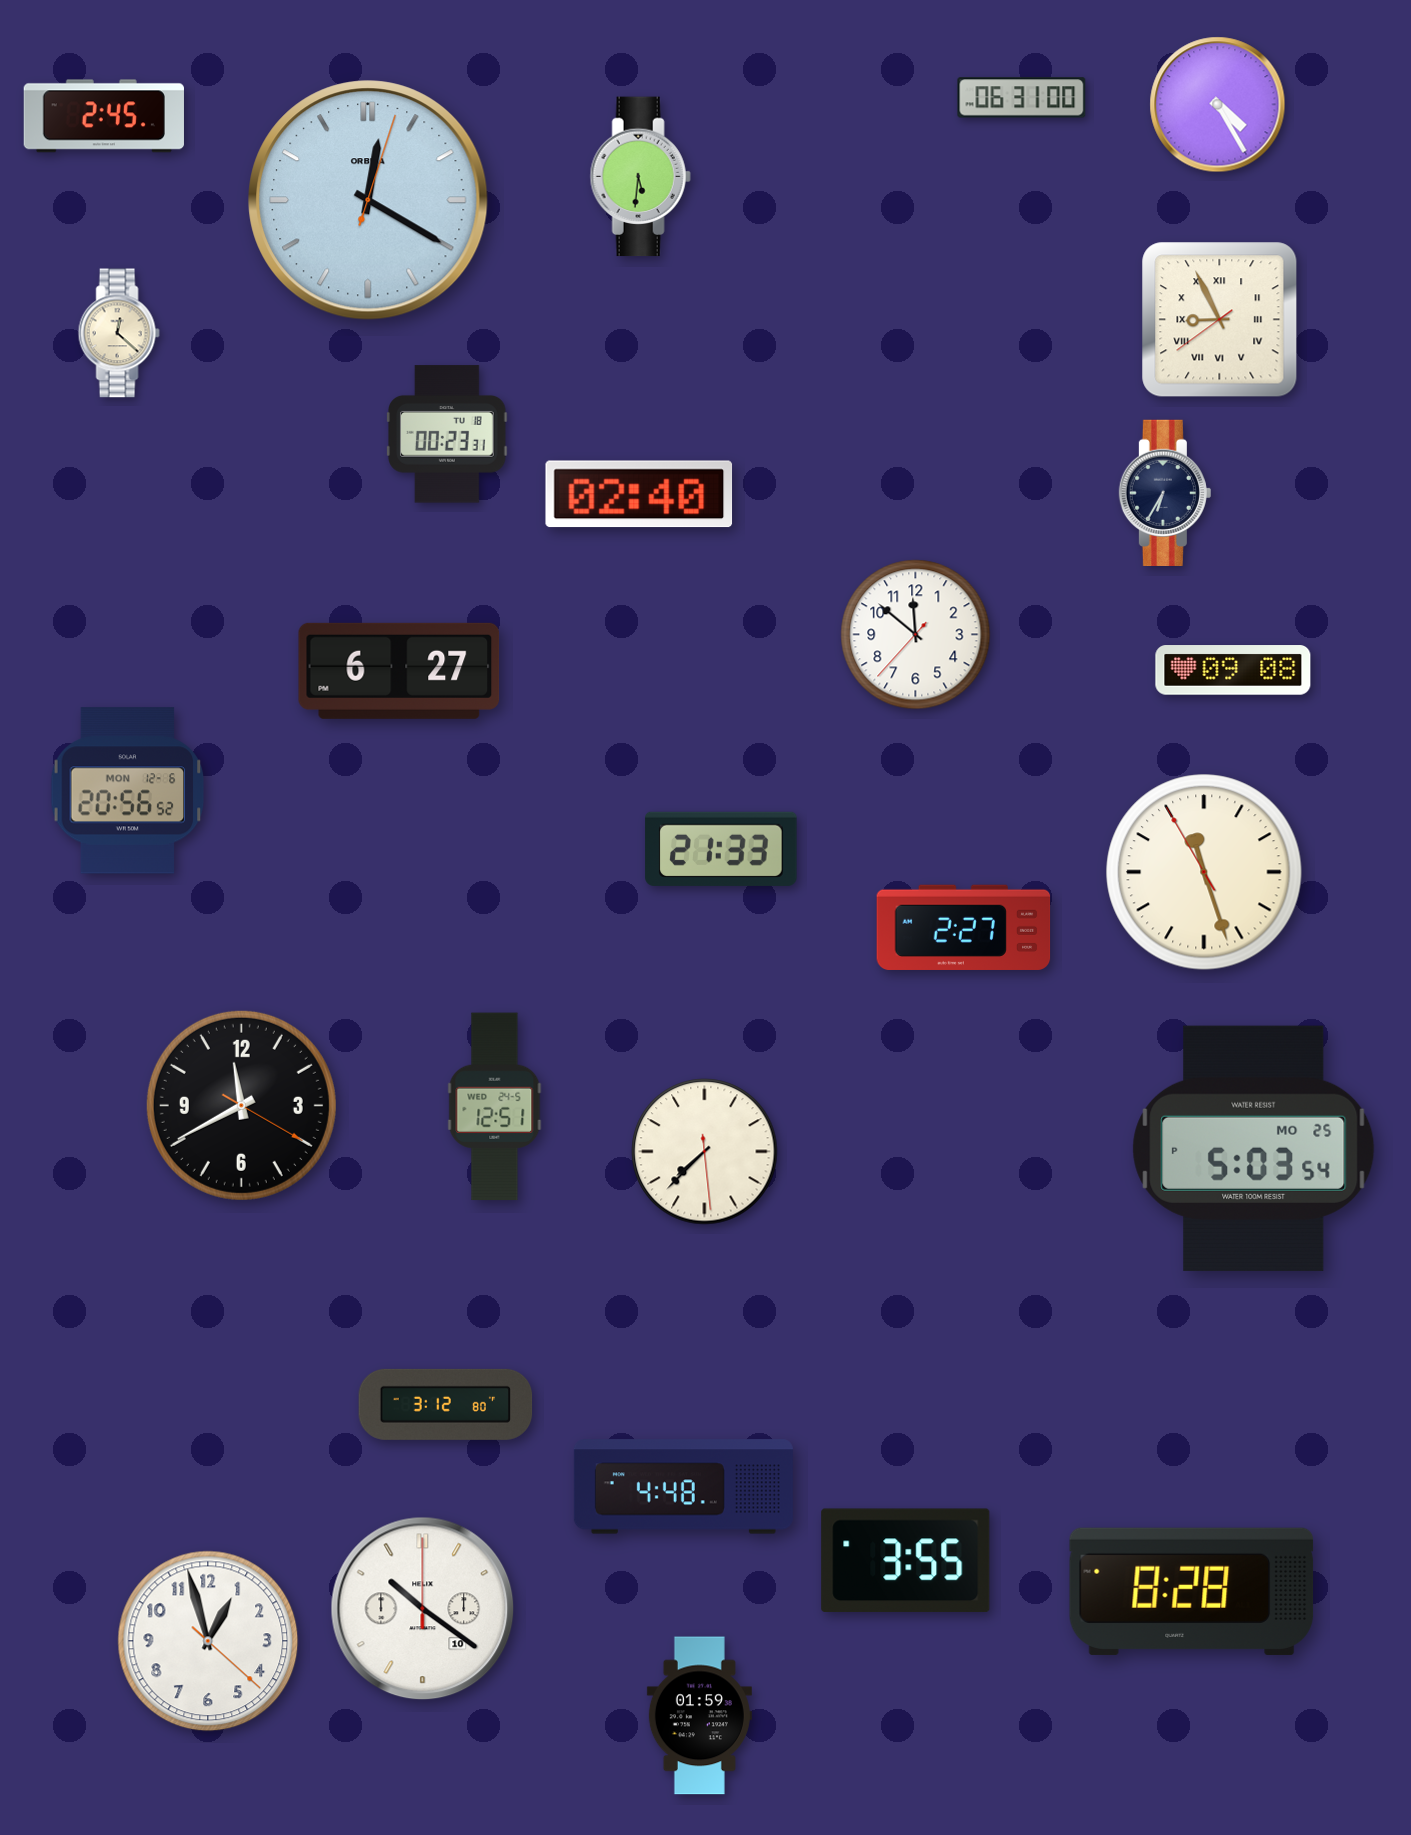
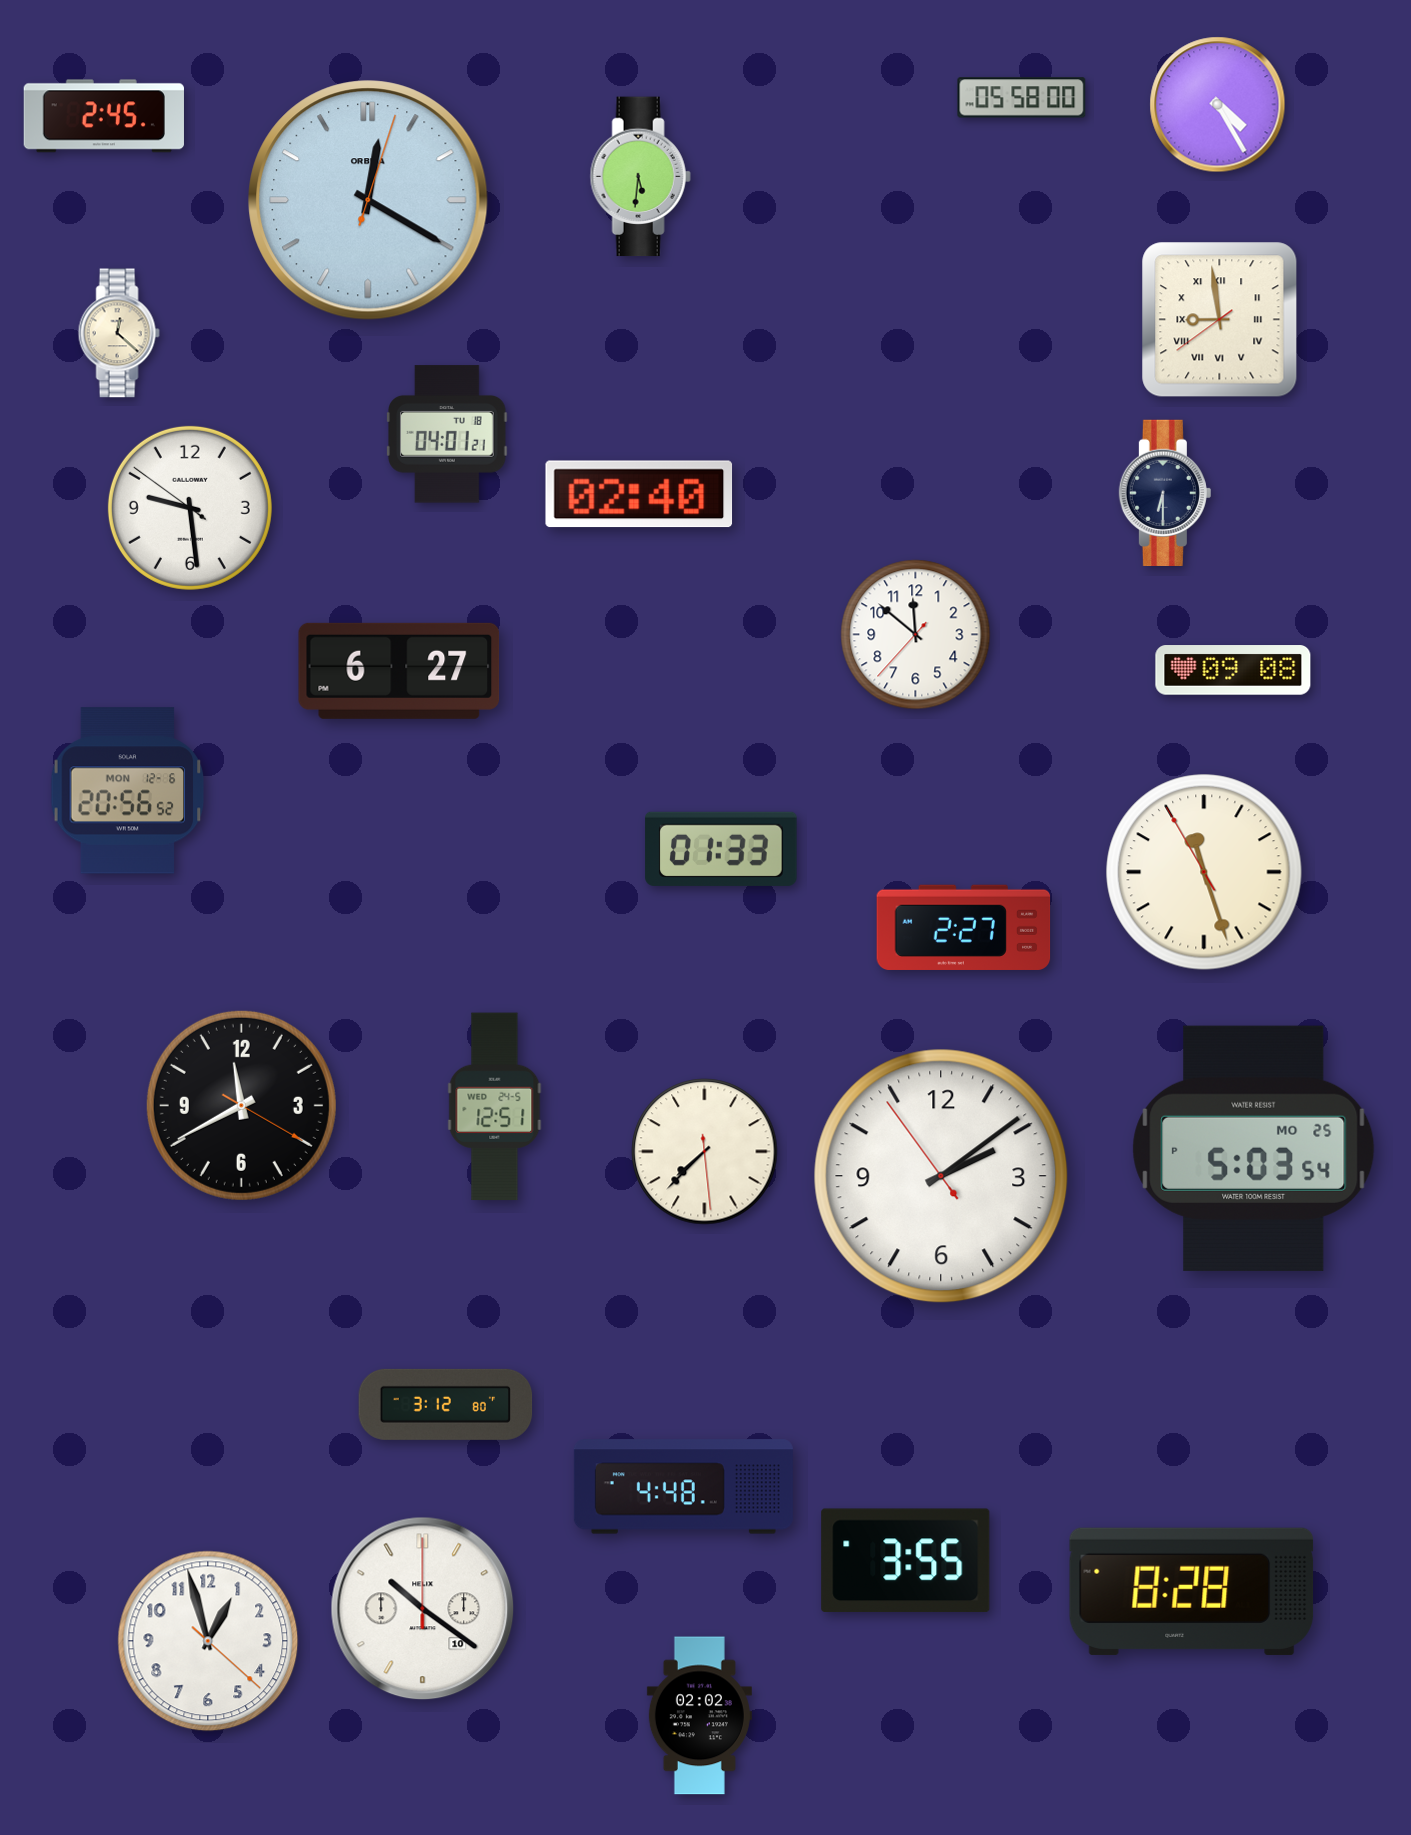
clock at (1022, 98): 06:31 -> 05:58
clock at (1220, 320): 8:55 -> 8:58
clock at (448, 434): 00:23 -> 04:01
clock at (1165, 492): 6:35 -> 6:30
clock at (190, 508): none -> 9:28
clock at (721, 849): 21:33 -> 01:33
clock at (941, 1176): none -> 2:08
clock at (699, 1716): 01:59 -> 02:02
